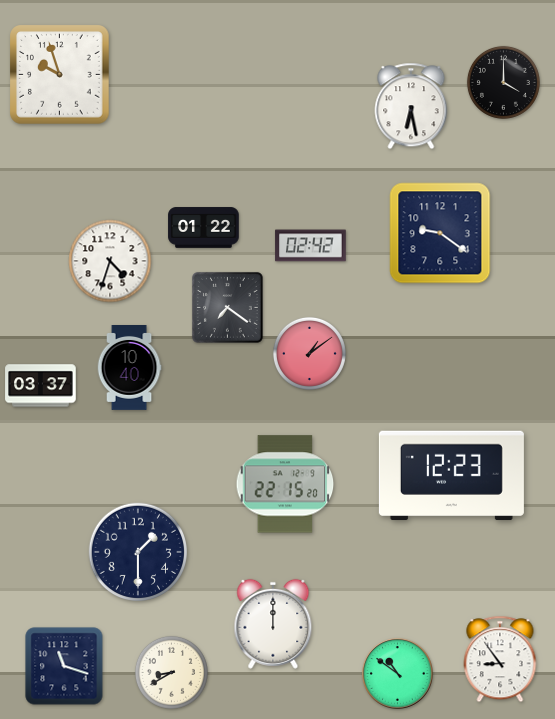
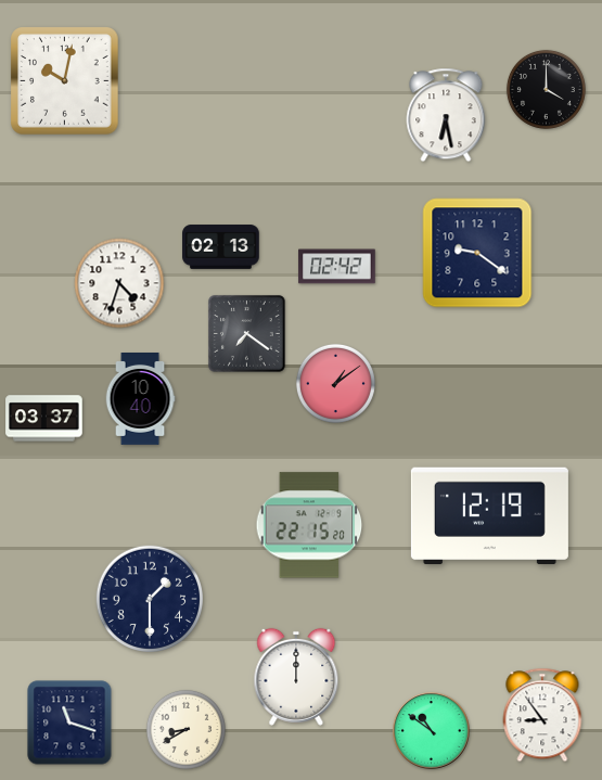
clock at (60, 75): 9:57 -> 10:02
clock at (204, 228): 01:22 -> 02:13
clock at (451, 476): 12:23 -> 12:19
